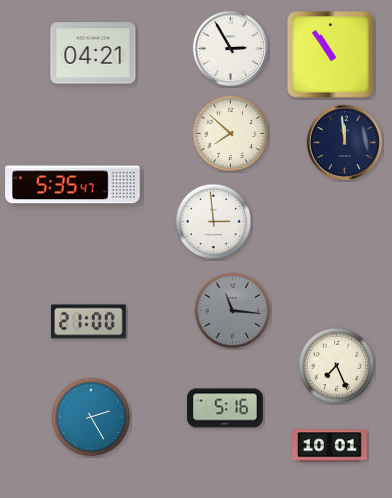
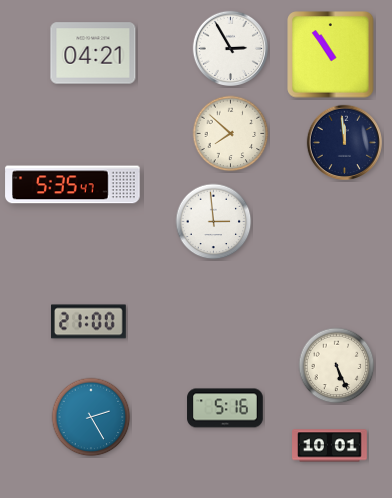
clock at (233, 311): 11:16 -> none
clock at (337, 366): 7:26 -> 5:26
